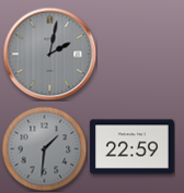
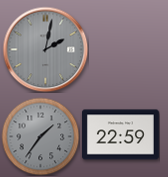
clock at (44, 148): 1:31 -> 1:36
